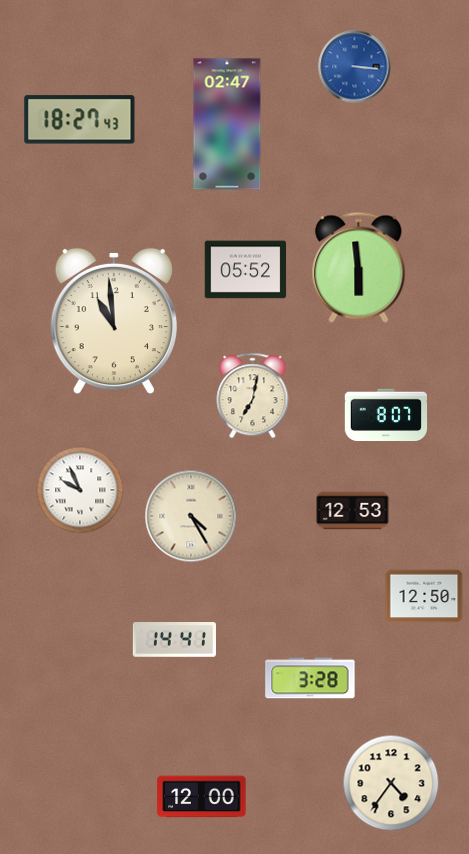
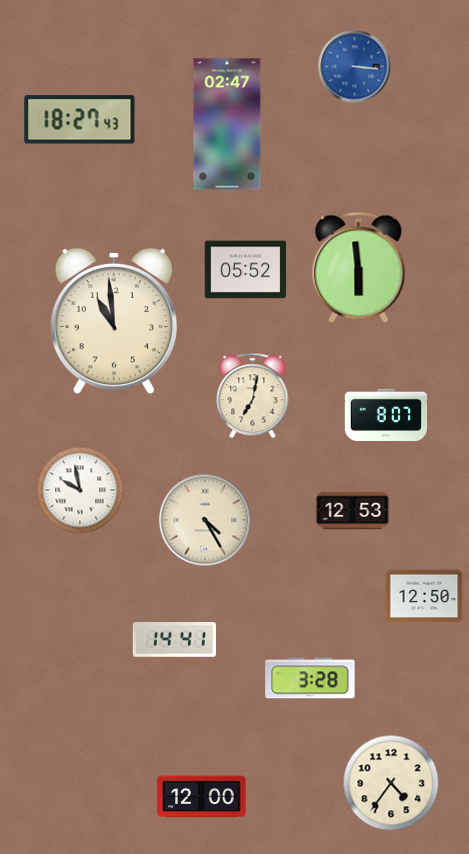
clock at (80, 490): 9:56 -> 9:58
clock at (191, 516) position: (191, 516) -> (205, 520)
